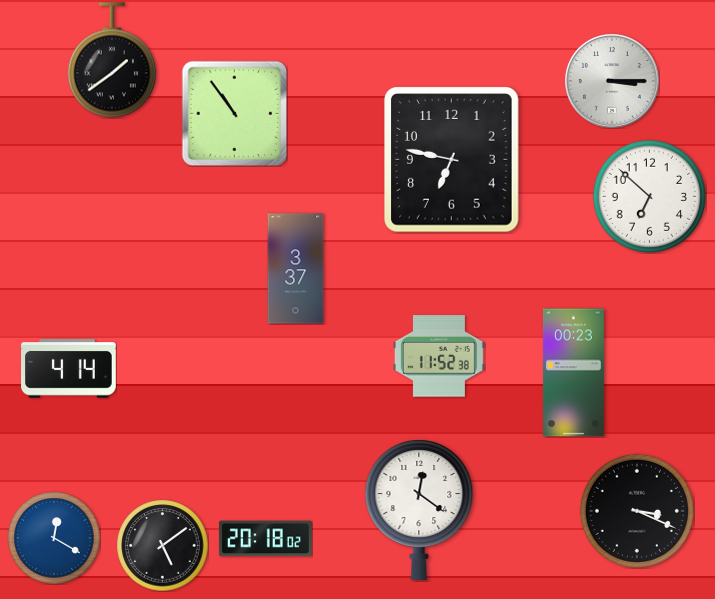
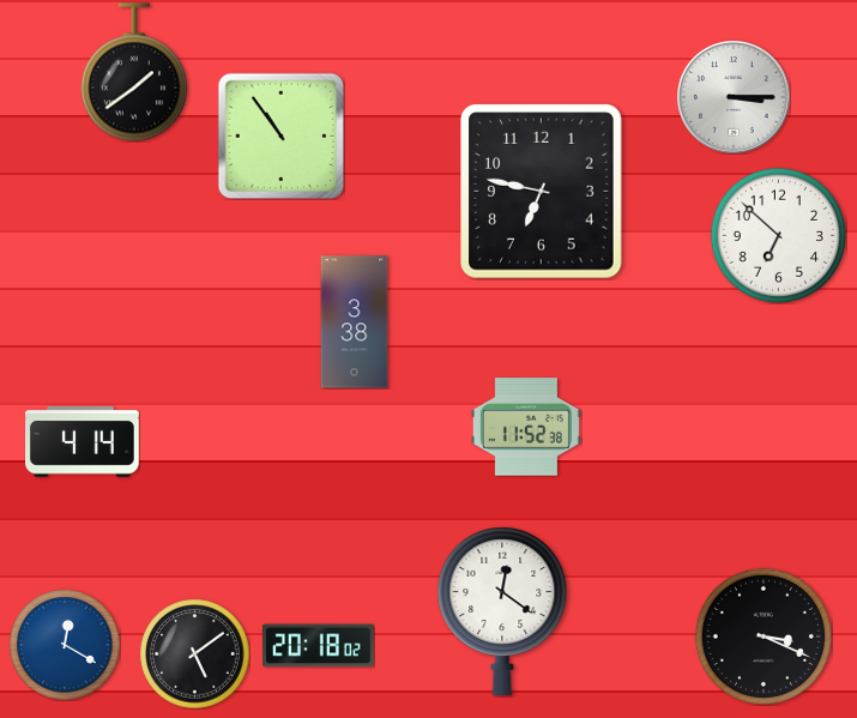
clock at (296, 269): 3:37 -> 3:38
clock at (573, 373): 00:23 -> none
clock at (637, 511) position: (637, 511) -> (764, 636)
